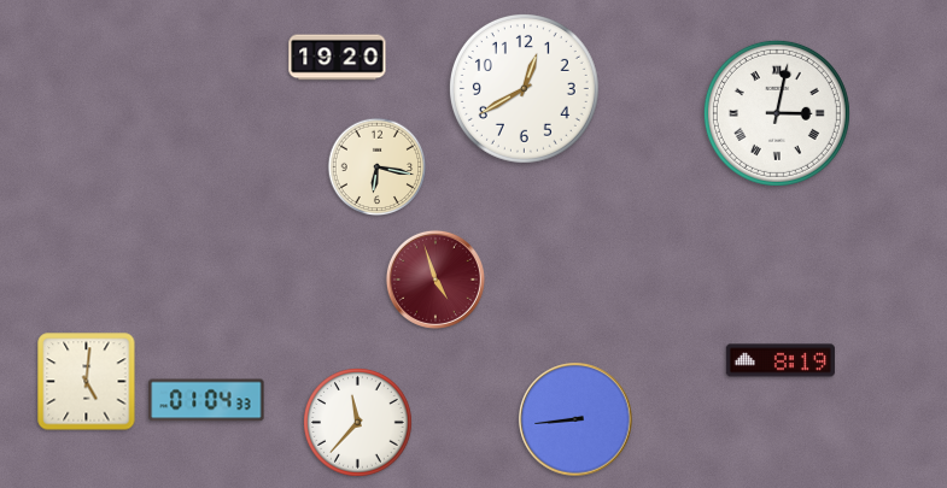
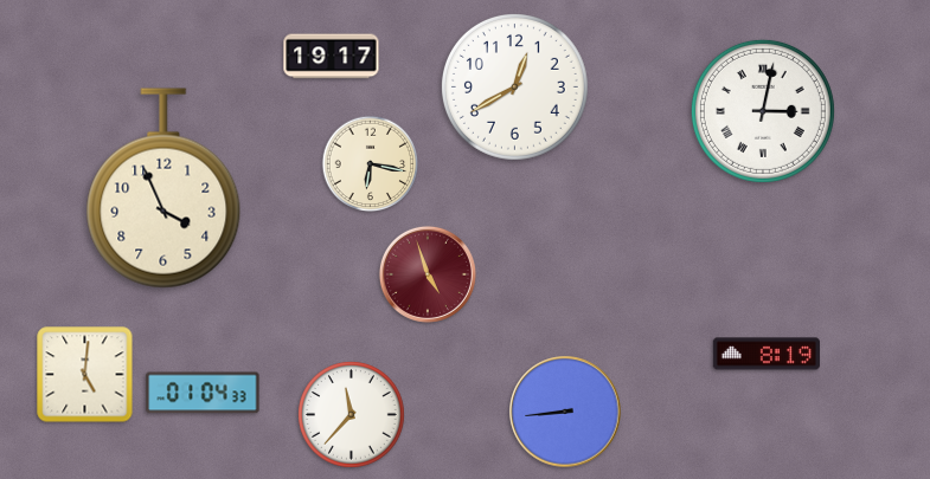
clock at (338, 58): 19:20 -> 19:17
clock at (163, 188): none -> 3:56
